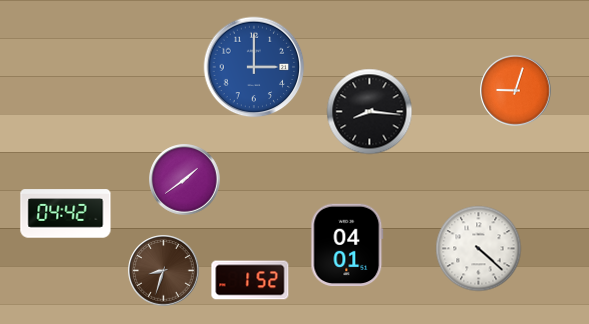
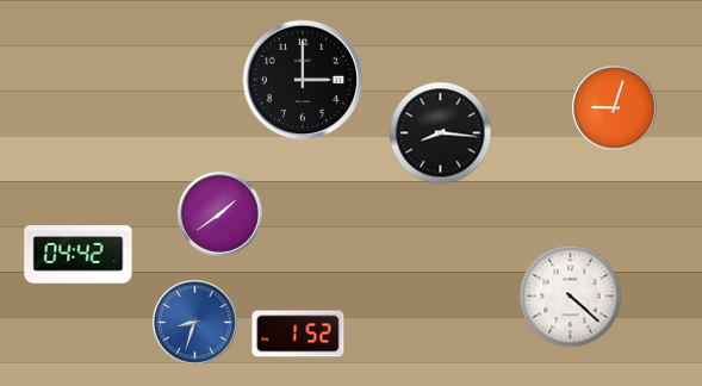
clock at (254, 67) dial: blue -> black
clock at (347, 245): 04:01 -> none
clock at (164, 271) dial: brown -> blue
